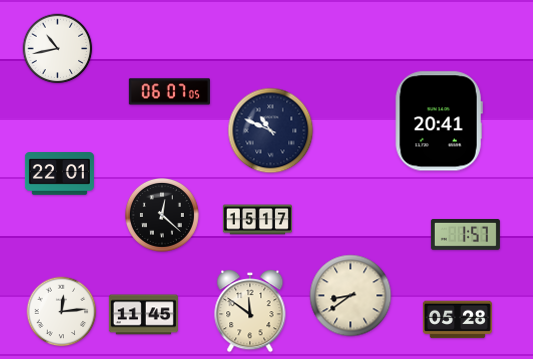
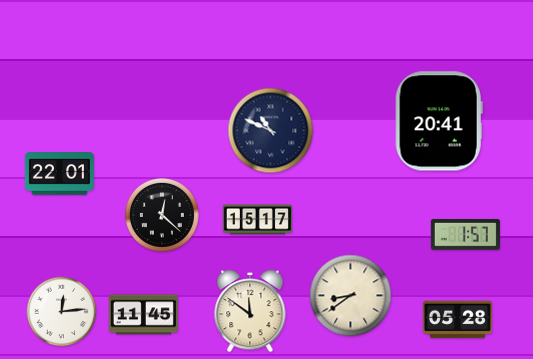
clock at (58, 49): 10:43 -> none
clock at (169, 92): 06:07 -> none
